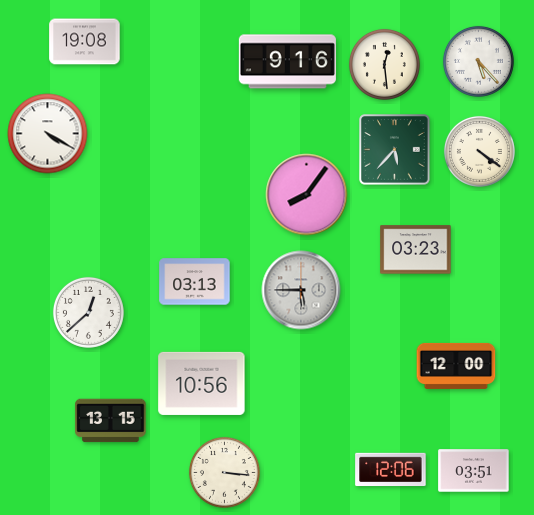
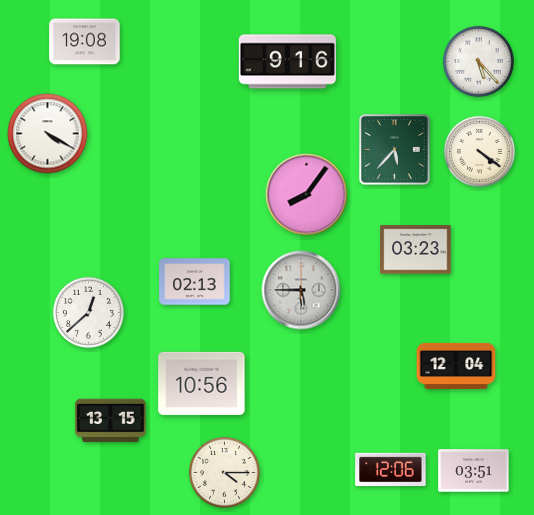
clock at (384, 64): 12:29 -> none
clock at (195, 282): 03:13 -> 02:13
clock at (456, 366): 12:00 -> 12:04
clock at (224, 472): 3:16 -> 4:15
